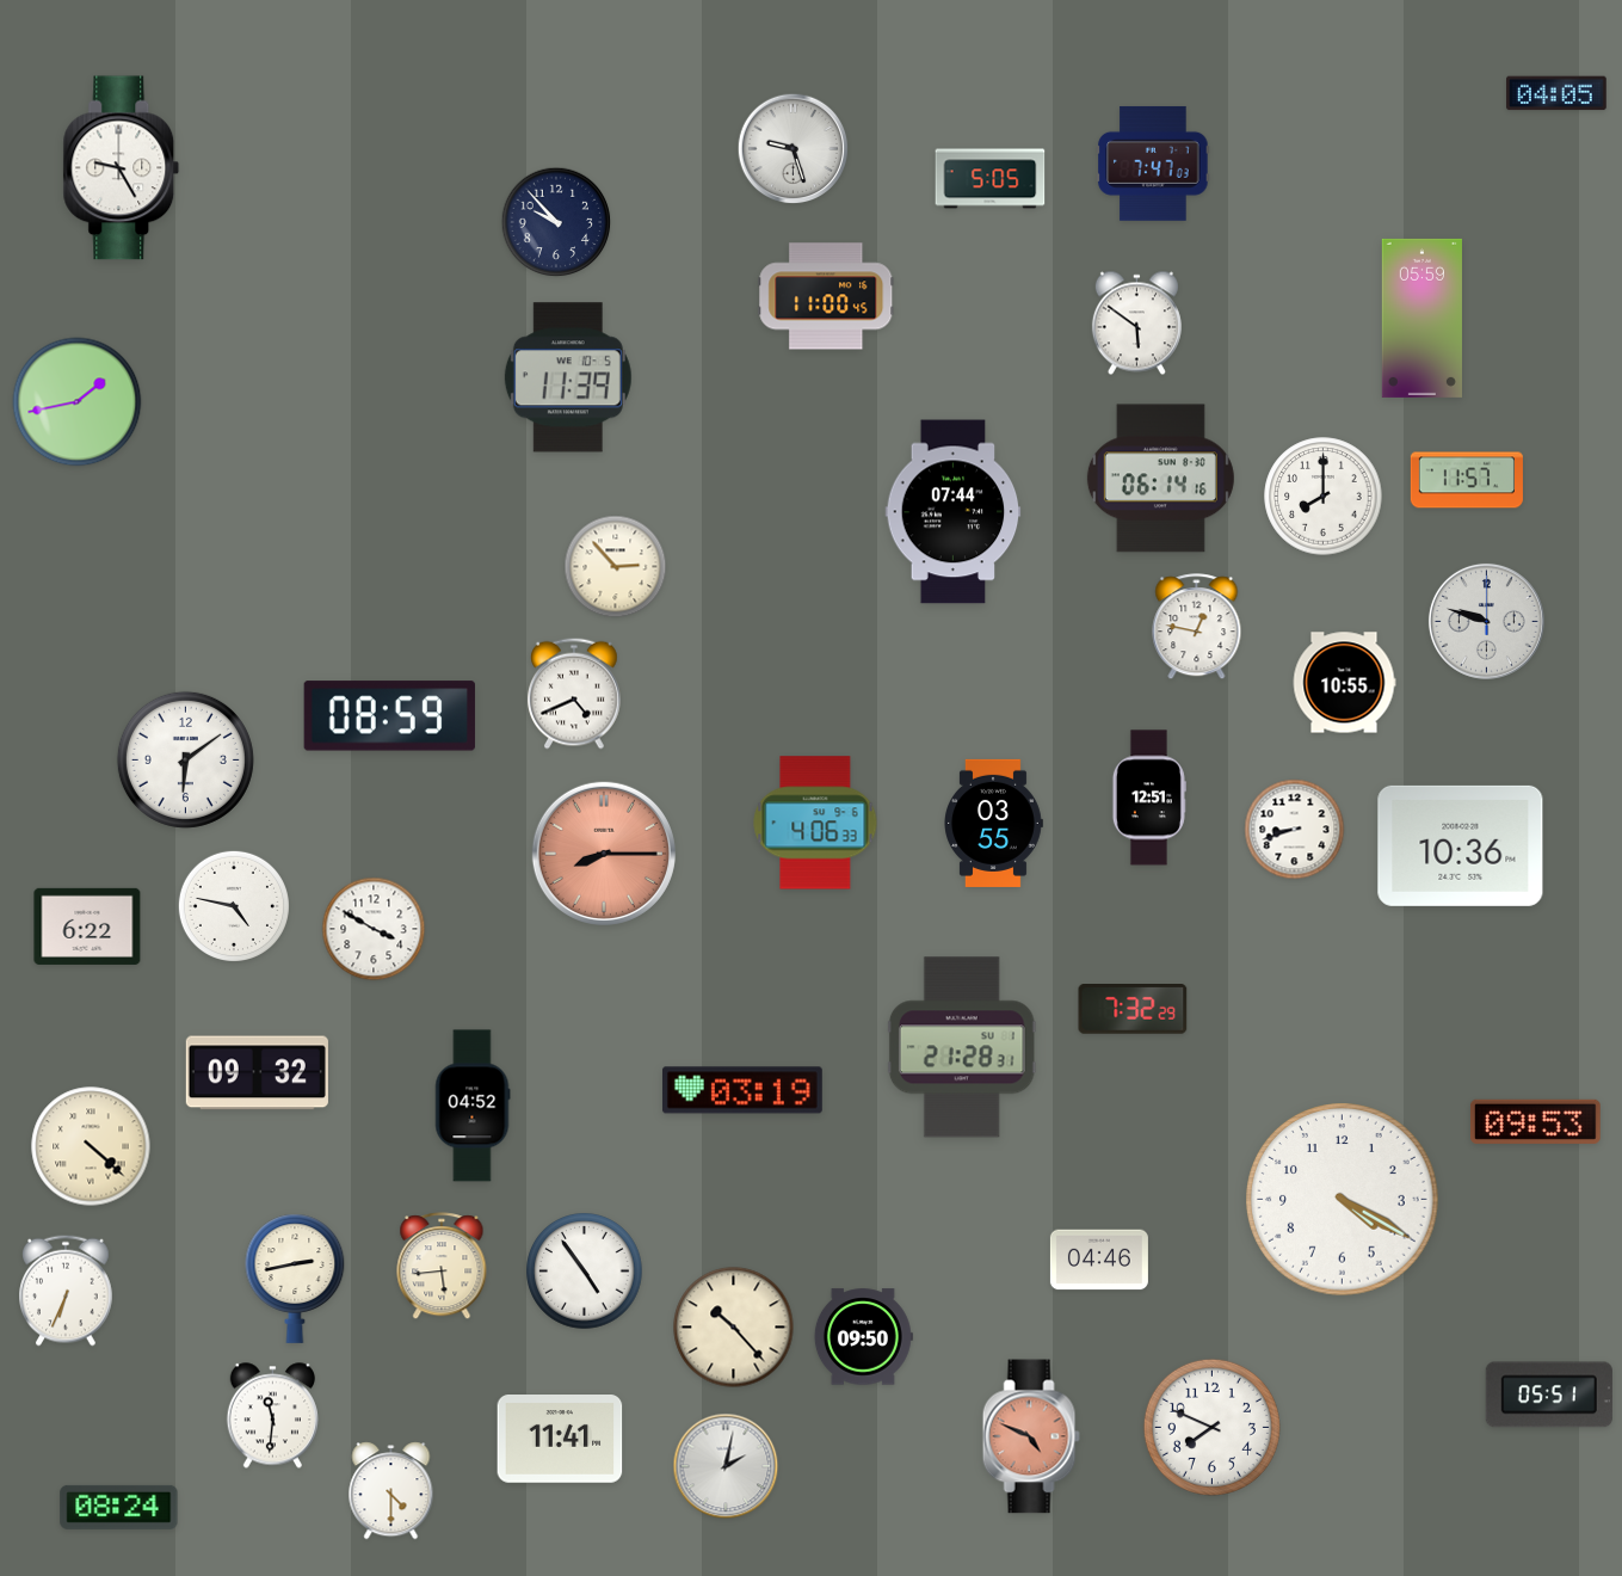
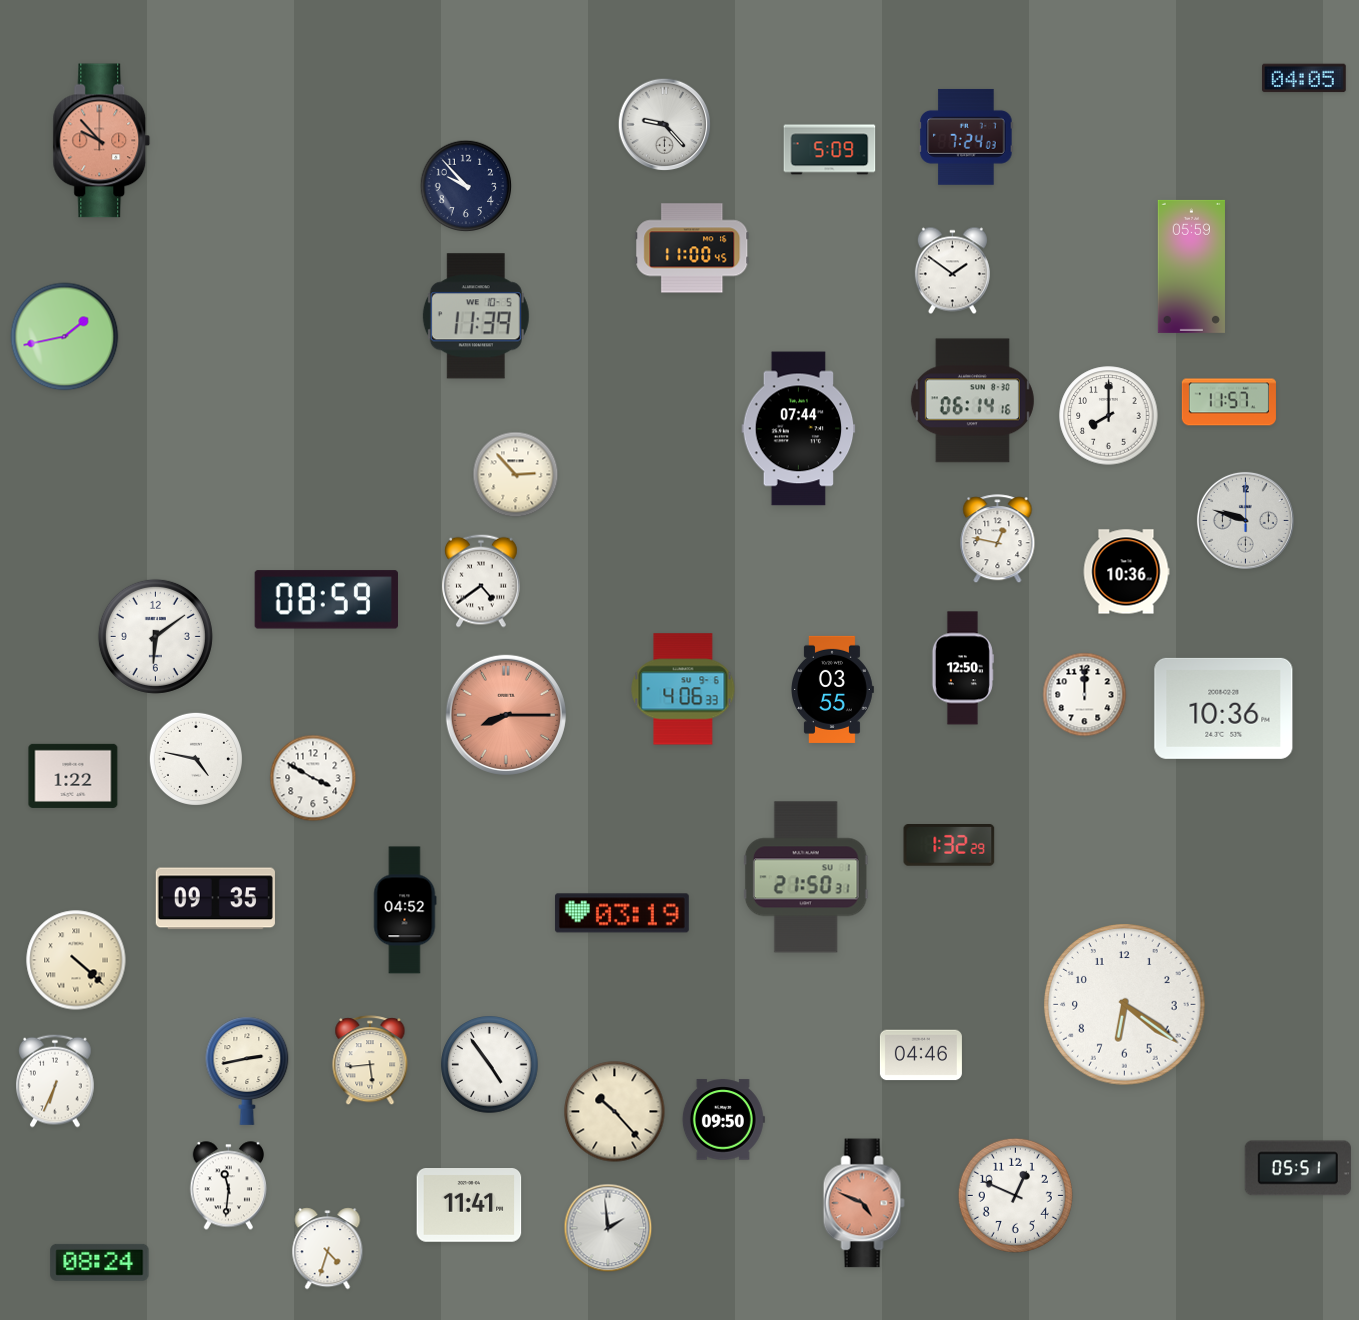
clock at (794, 149): 9:27 -> 9:23
clock at (1153, 164): 7:47 -> 7:24
clock at (122, 168): 9:25 -> 9:53
clock at (122, 168) dial: white -> salmon
clock at (991, 179): 5:05 -> 5:09
clock at (1136, 324): 5:51 -> 1:51
clock at (1197, 627) position: (1197, 627) -> (998, 539)
clock at (1344, 683): 10:55 -> 10:36
clock at (575, 694): 4:41 -> 4:39
clock at (1149, 798): 12:51 -> 12:50
clock at (1295, 830): 8:42 -> 12:00
clock at (87, 926): 6:22 -> 1:22
clock at (1133, 1010): 7:32 -> 1:32
clock at (962, 1047): 21:28 -> 21:50
clock at (257, 1073): 09:32 -> 09:35
clock at (473, 1106) position: (473, 1106) -> (405, 910)
clock at (1535, 1121): 09:53 -> none
clock at (1343, 1200): 4:20 -> 6:21
clock at (1211, 1427): 7:49 -> 12:49
clock at (726, 1466): 2:02 -> 1:59
clock at (391, 1491): 4:30 -> 4:33
